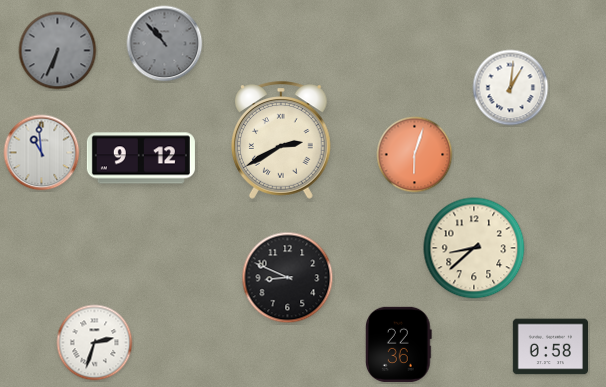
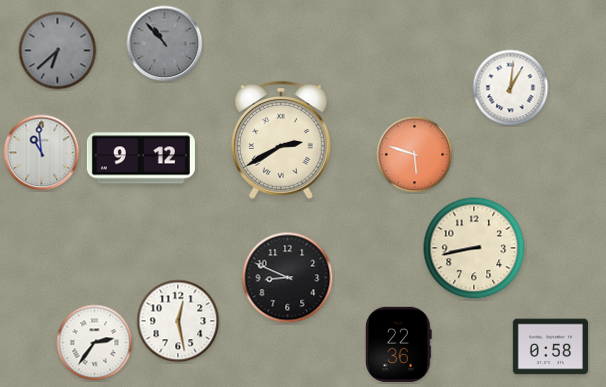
clock at (58, 51): 6:34 -> 6:38
clock at (415, 155): 6:03 -> 5:48
clock at (474, 248): 8:38 -> 8:43
clock at (178, 321): none -> 12:28
clock at (95, 343): 2:33 -> 2:36
